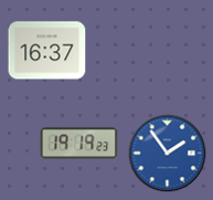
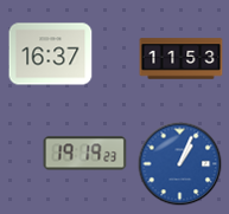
clock at (182, 59): none -> 11:53
clock at (168, 154): 1:54 -> 1:04
